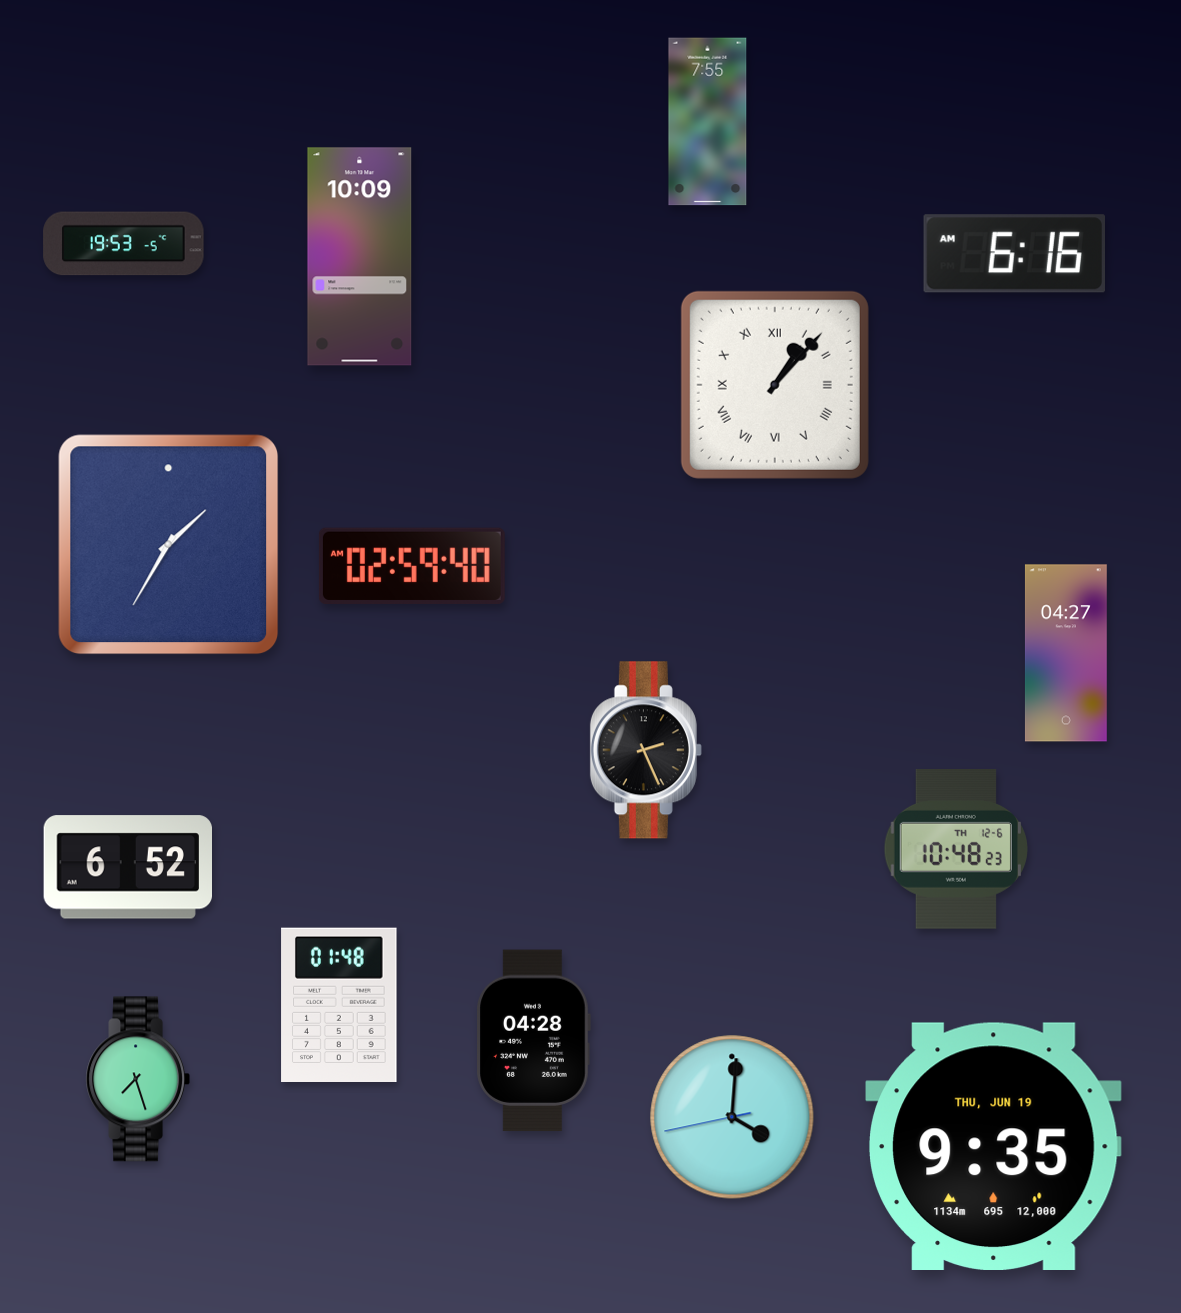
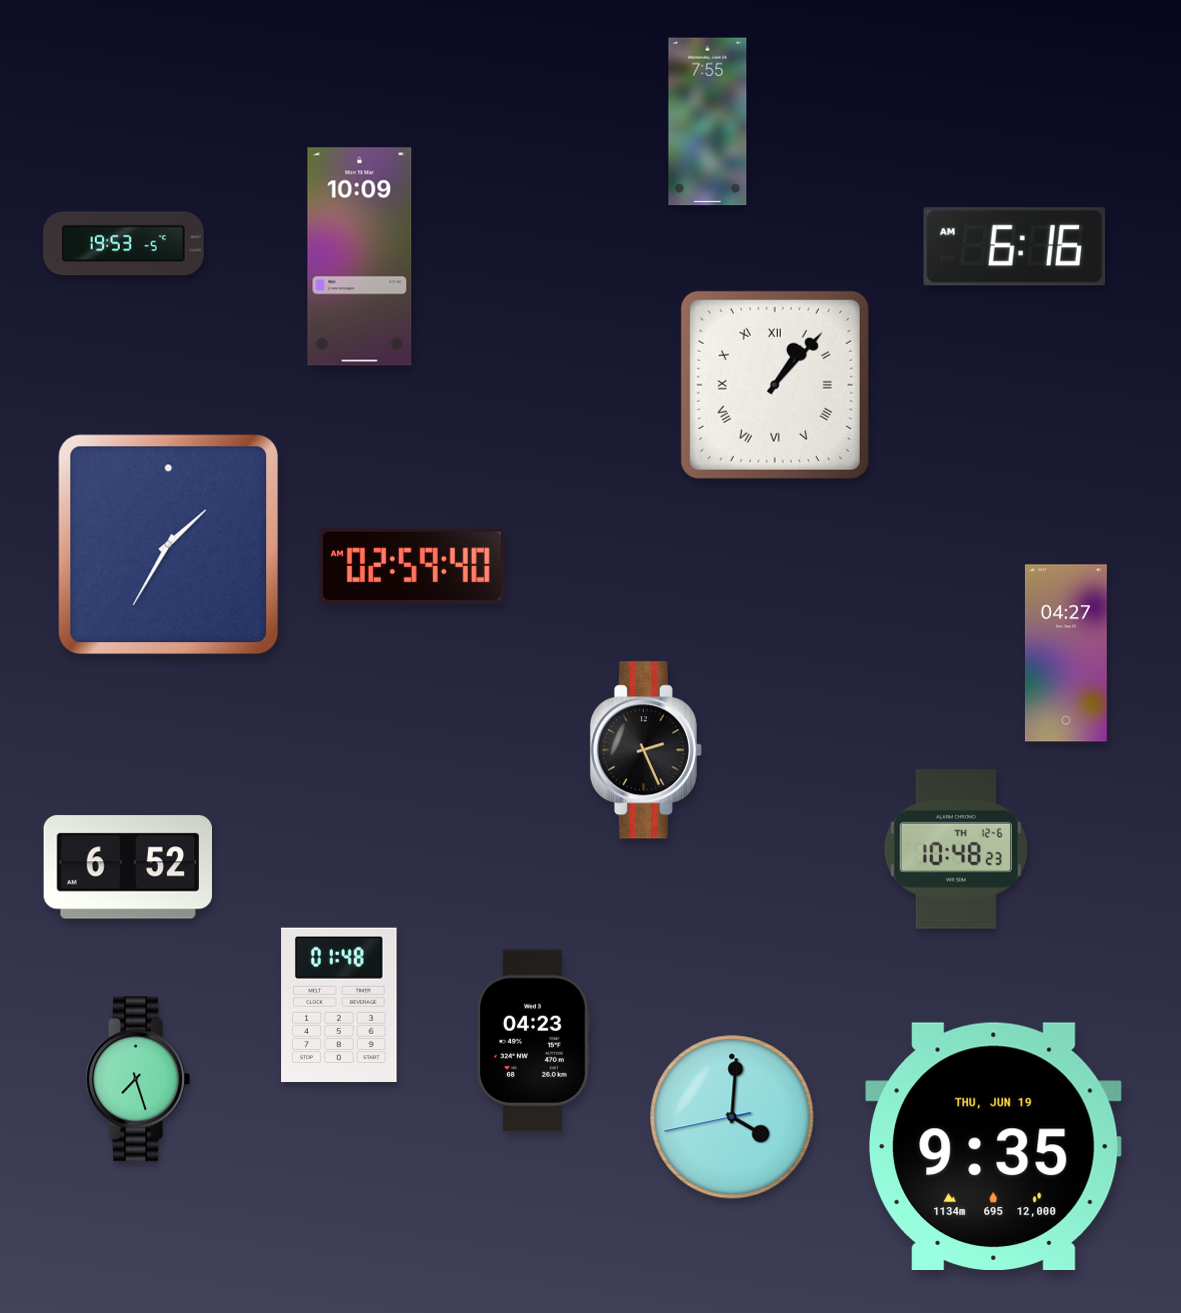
clock at (1014, 254) position: (1014, 254) -> (1014, 247)
clock at (533, 1041): 04:28 -> 04:23
